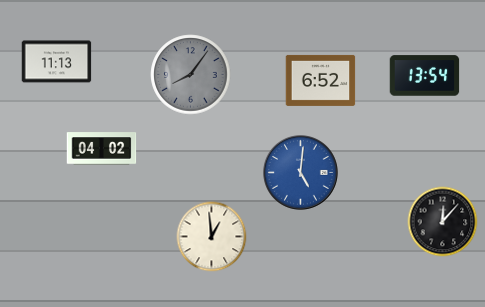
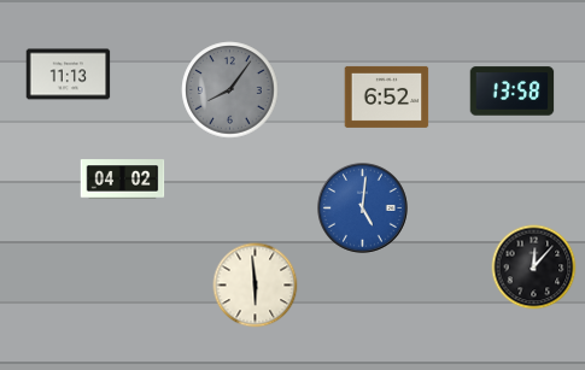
clock at (425, 76): 13:54 -> 13:58
clock at (212, 237): 12:59 -> 5:59
